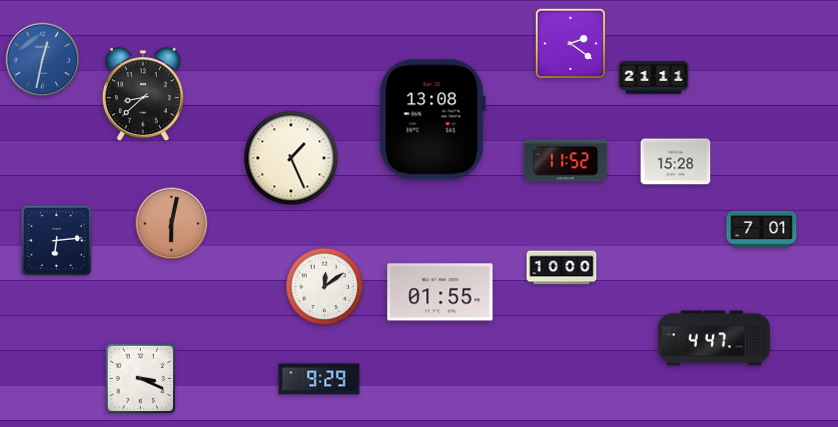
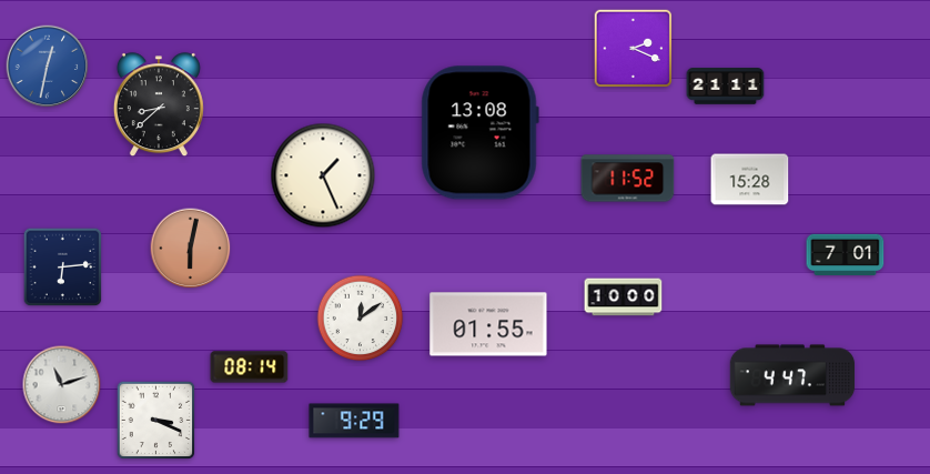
clock at (571, 44): 2:21 -> 2:19
clock at (250, 367): none -> 08:14
clock at (62, 385): none -> 11:12
